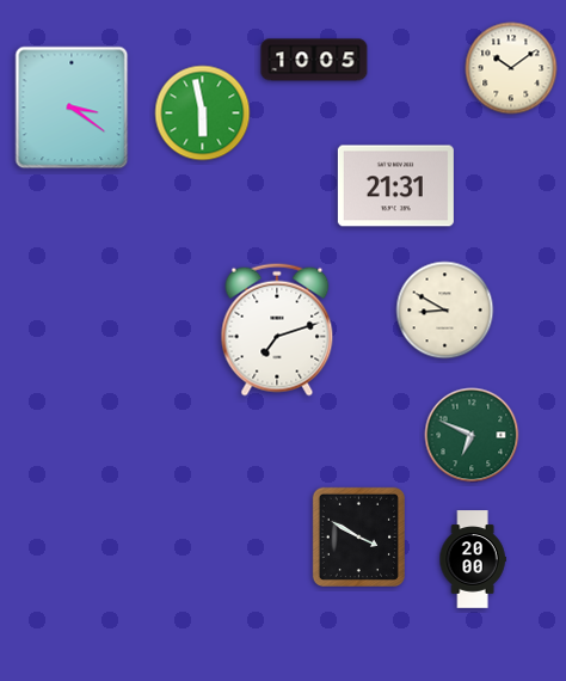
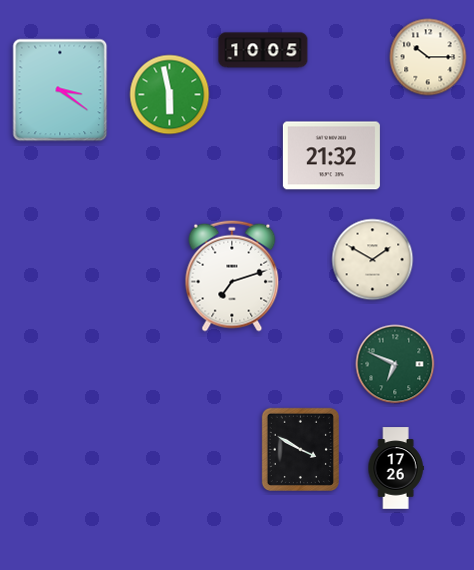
clock at (511, 68): 10:09 -> 10:15
clock at (395, 186): 21:31 -> 21:32
clock at (445, 311): 8:50 -> 1:50
clock at (473, 559): 20:00 -> 17:26
